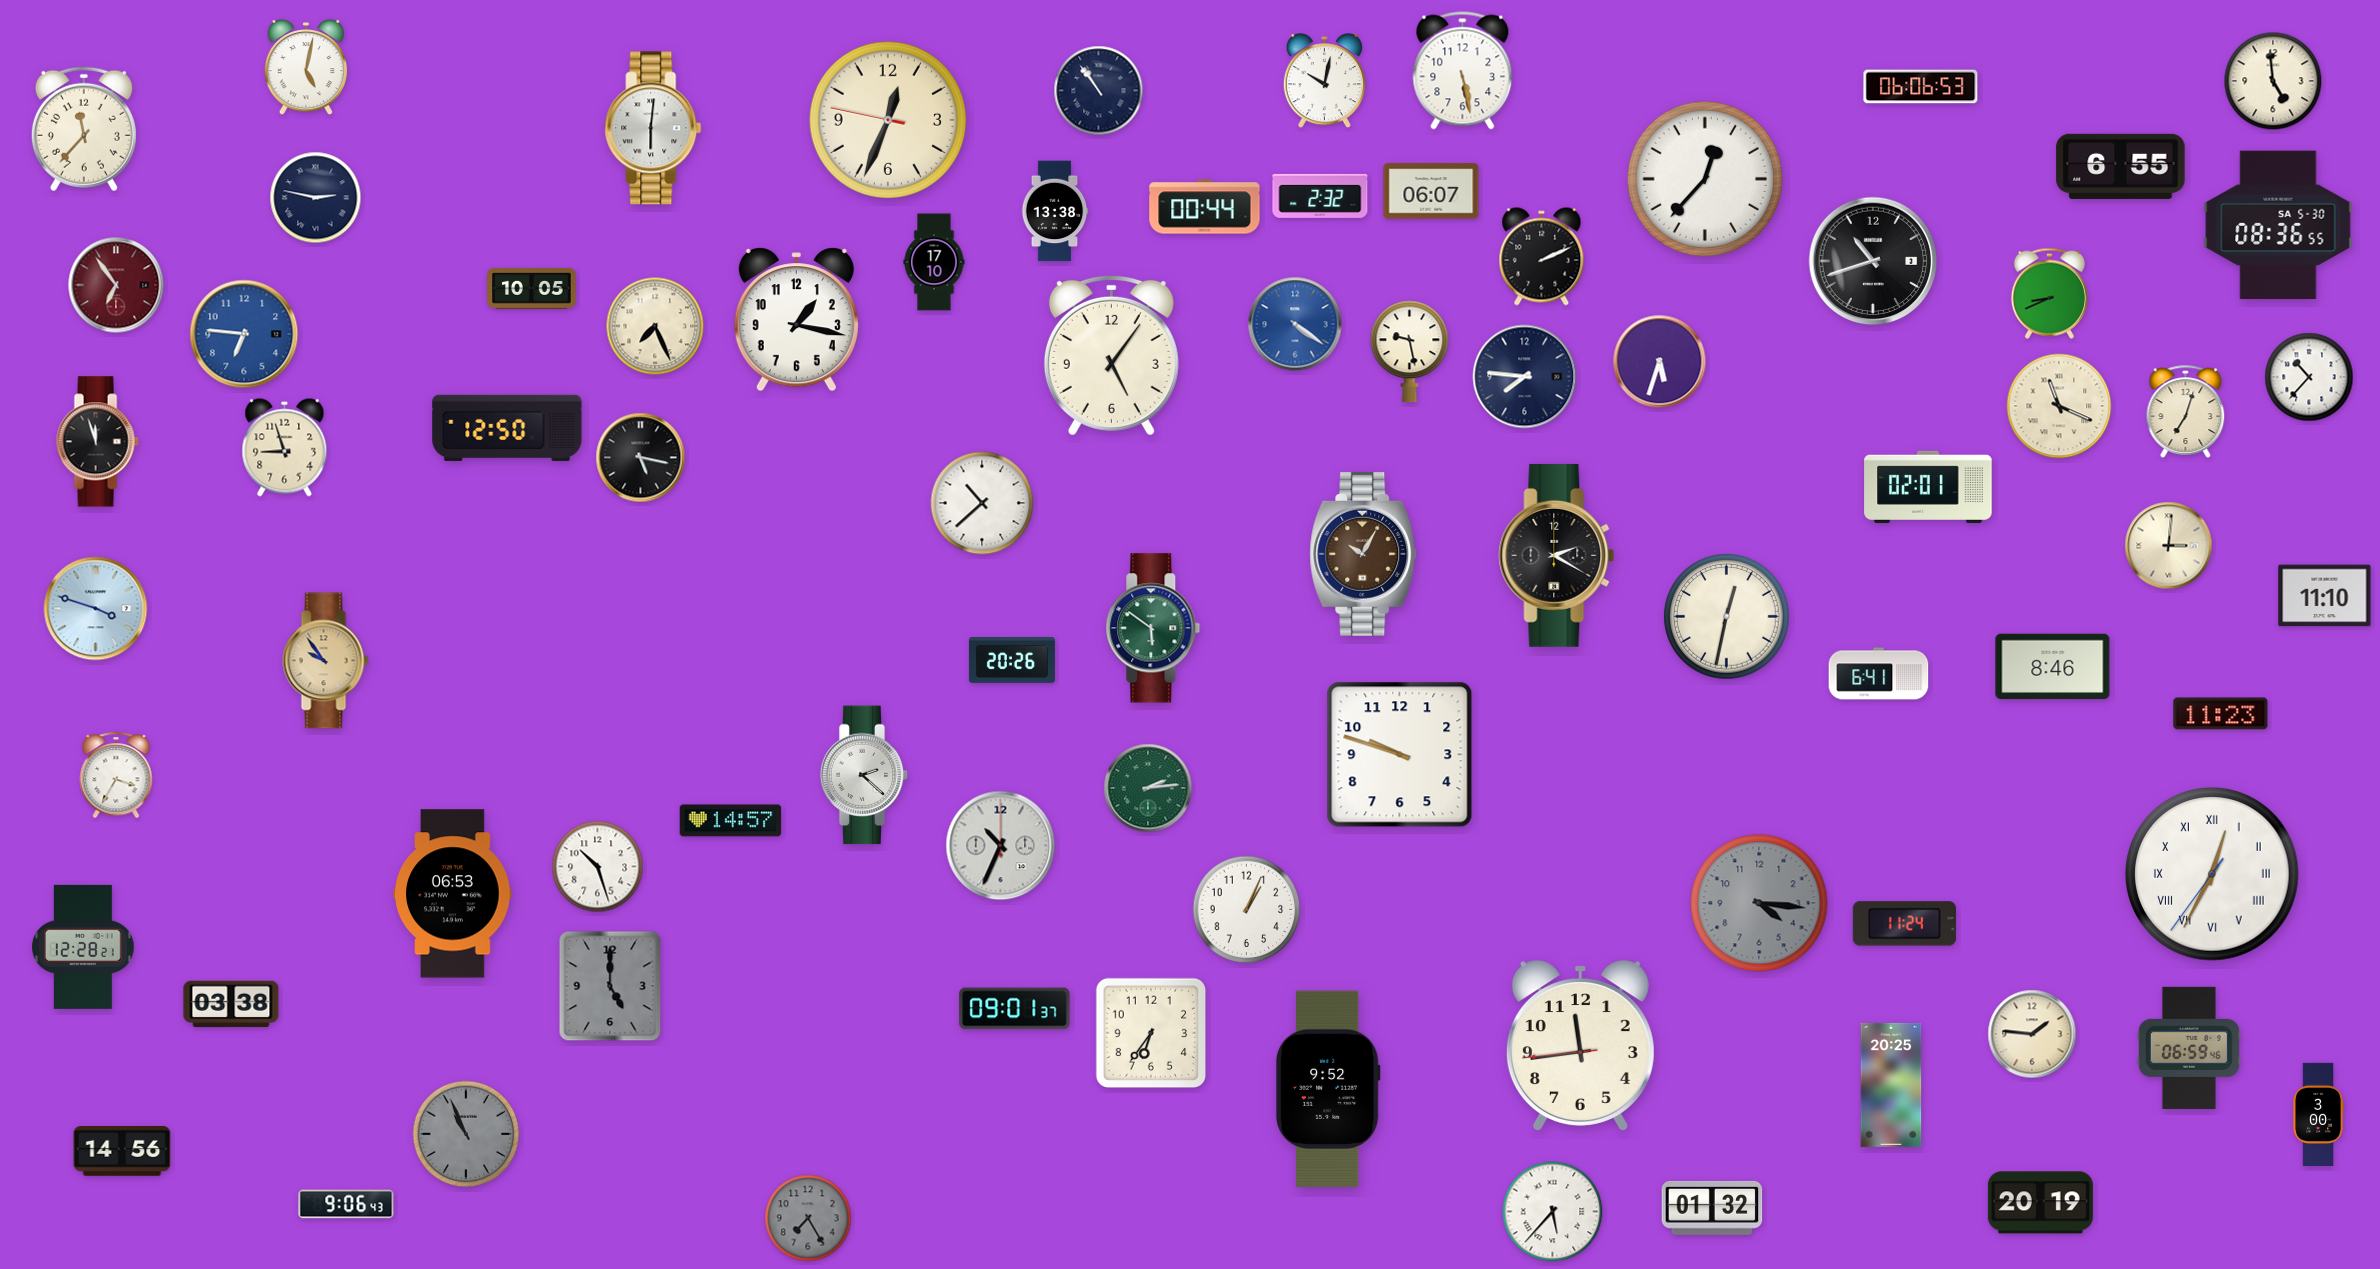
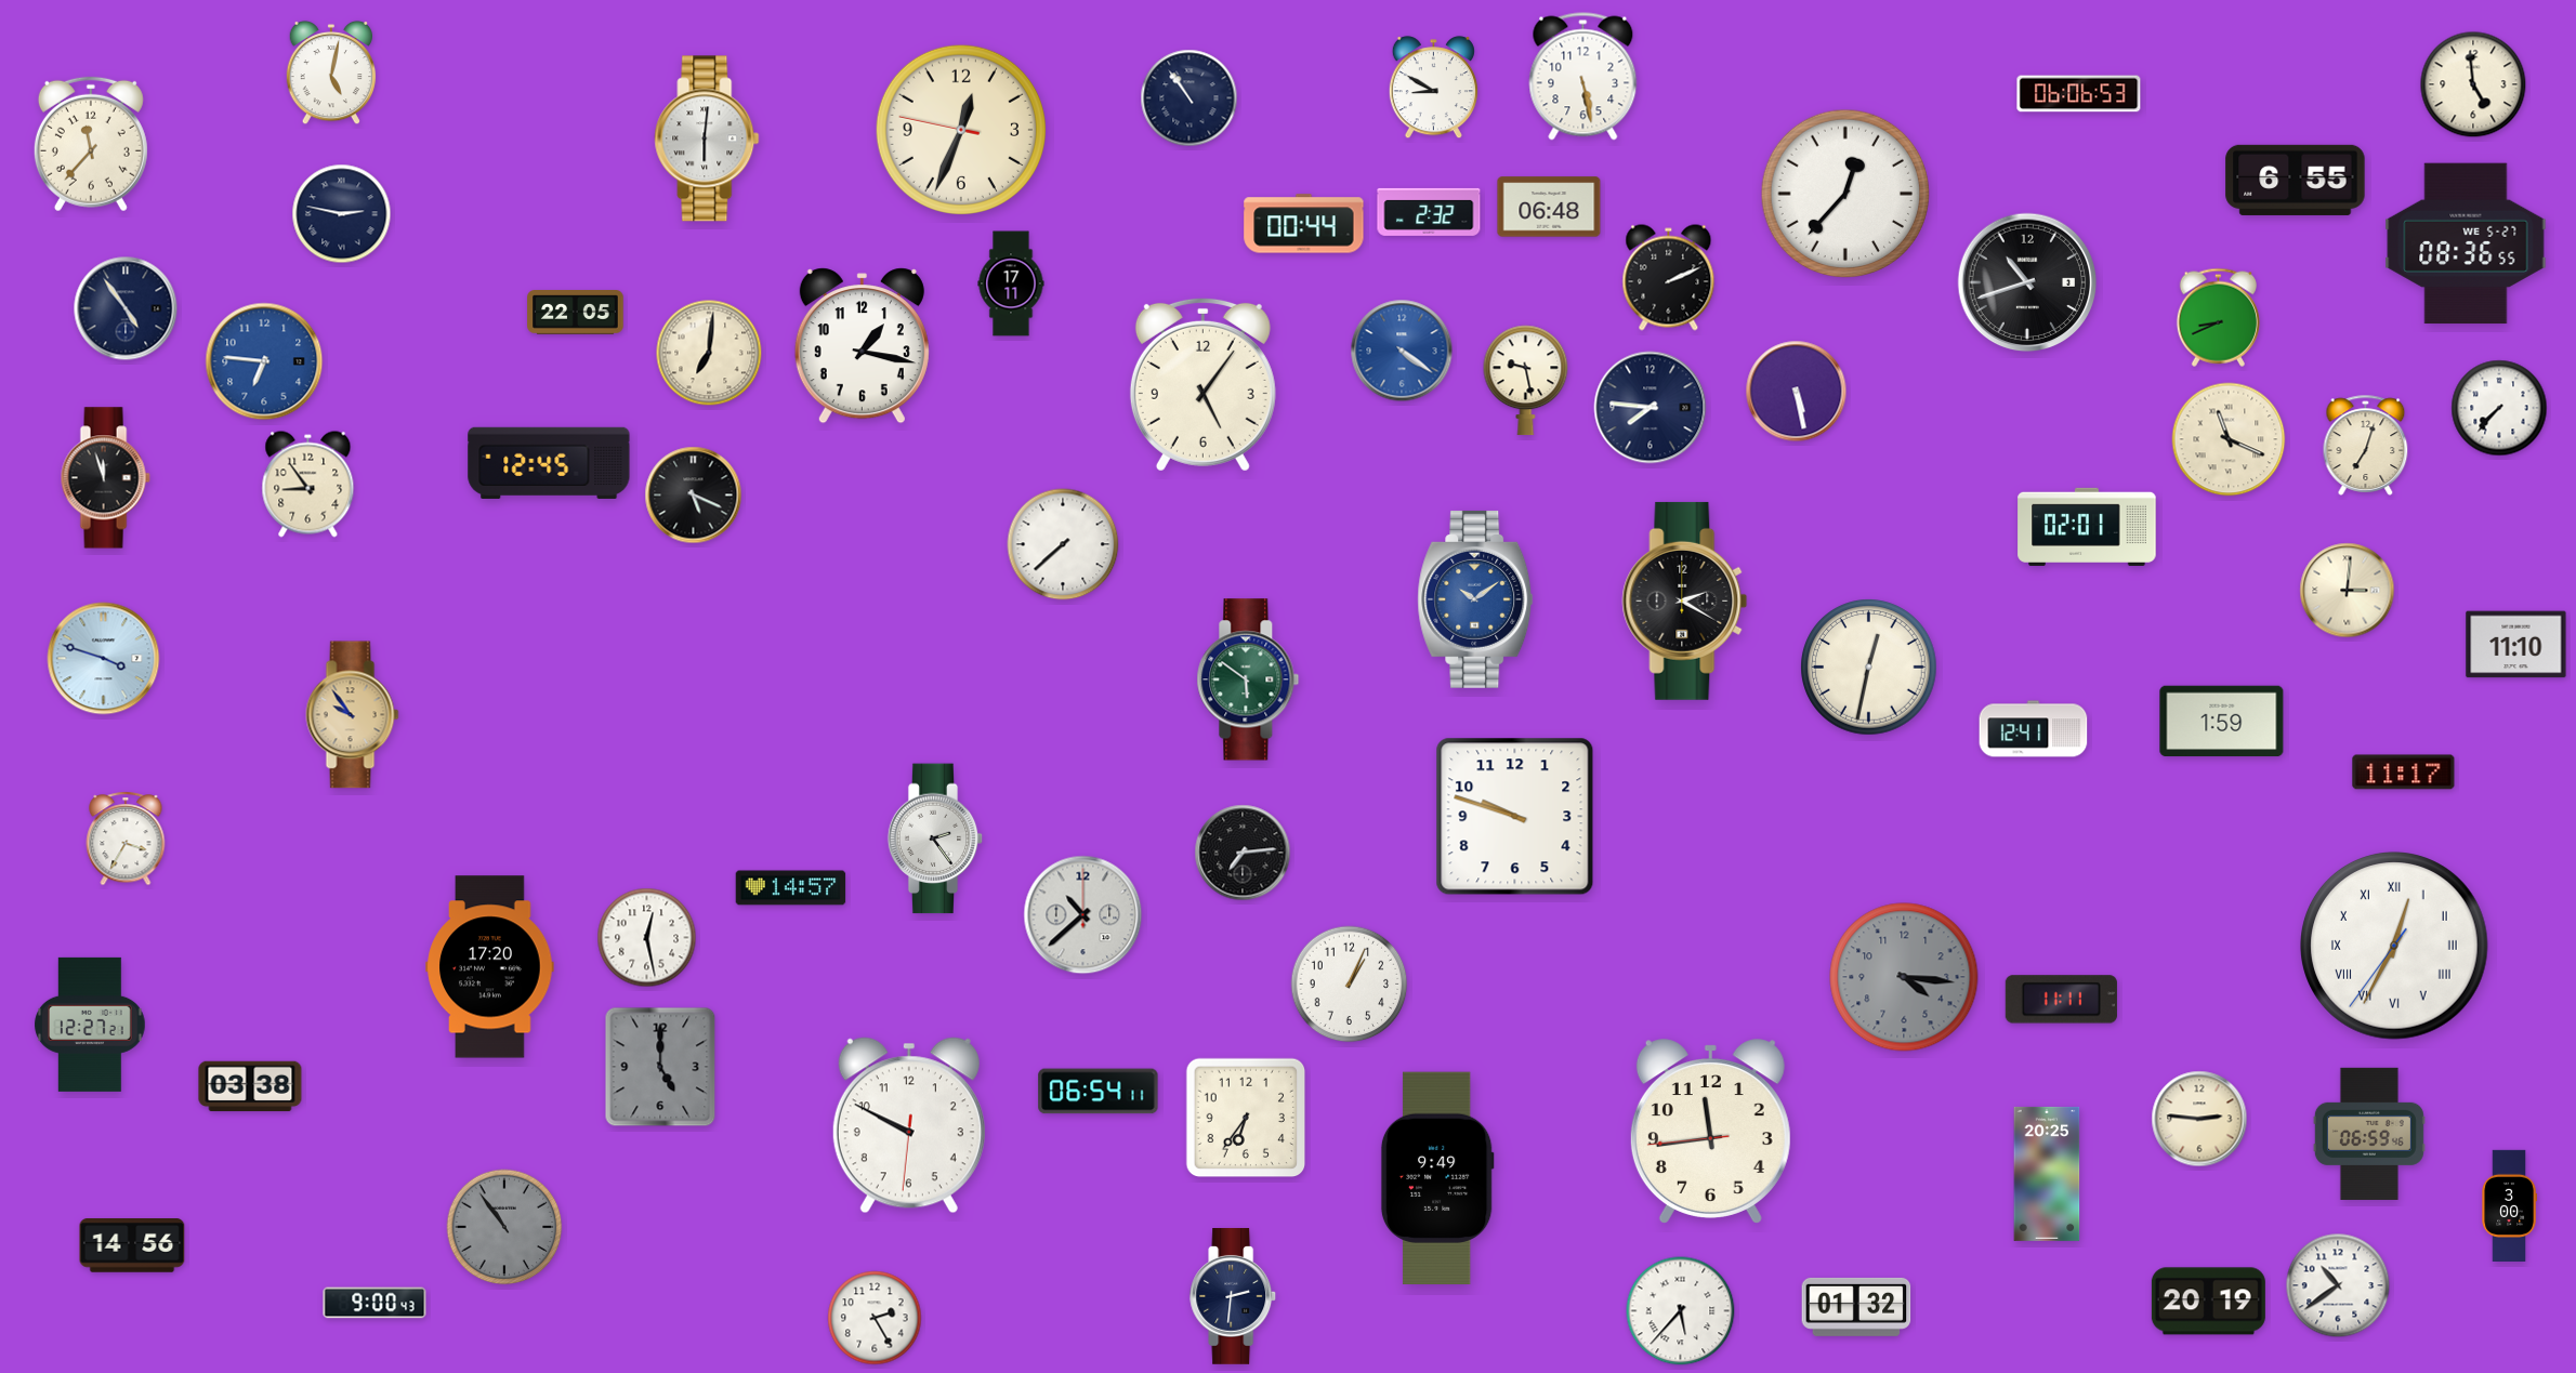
clock at (1324, 81): 10:02 -> 8:50
clock at (2273, 81) position: (2273, 81) -> (2473, 84)
clock at (84, 129) position: (84, 129) -> (91, 144)
clock at (1431, 191): 06:07 -> 06:48
clock at (1055, 211): 13:38 -> none
clock at (2278, 225) date: SA 5-30 -> WE 5-27
clock at (934, 262): 17:10 -> 17:11
clock at (116, 285): 6:54 -> 4:54
clock at (116, 285) dial: burgundy -> navy
clock at (532, 289): 10:05 -> 22:05
clock at (655, 326): 7:26 -> 7:01
clock at (1660, 362): 5:33 -> 5:28
clock at (2309, 377): 10:37 -> 7:37
clock at (507, 428): 12:50 -> 12:45
clock at (285, 448): 8:57 -> 8:54
clock at (641, 458): 5:17 -> 5:19
clock at (982, 503): 10:38 -> 7:38
clock at (1363, 554): 10:05 -> 10:09
clock at (1363, 554) dial: brown -> blue
clock at (1012, 660): 20:26 -> none
clock at (2053, 667): 8:46 -> 1:59
clock at (1879, 674): 6:41 -> 12:41
clock at (2221, 714): 11:23 -> 11:17
clock at (864, 775): 2:22 -> 2:24
clock at (1148, 788): 2:14 -> 7:14
clock at (1148, 788) dial: green -> black
clock at (1001, 846): 10:34 -> 10:38
clock at (598, 867): 10:27 -> 12:28
clock at (453, 894): 06:53 -> 17:20
clock at (1904, 924): 11:24 -> 11:11
clock at (83, 947): 12:28 -> 12:27
clock at (1015, 1009): 09:01 -> 06:54
clock at (2032, 1034): 1:46 -> 2:46
clock at (909, 1125): none -> 9:49
clock at (1328, 1089): 9:52 -> 9:49
clock at (466, 1134): 10:56 -> 10:54
clock at (2338, 1285): none -> 10:39
clock at (1234, 1297): none -> 2:31
clock at (346, 1204): 9:06 -> 9:00
clock at (1712, 1208) position: (1712, 1208) -> (1856, 1307)
clock at (808, 1218): 7:25 -> 2:25
clock at (808, 1218) dial: grey -> white
